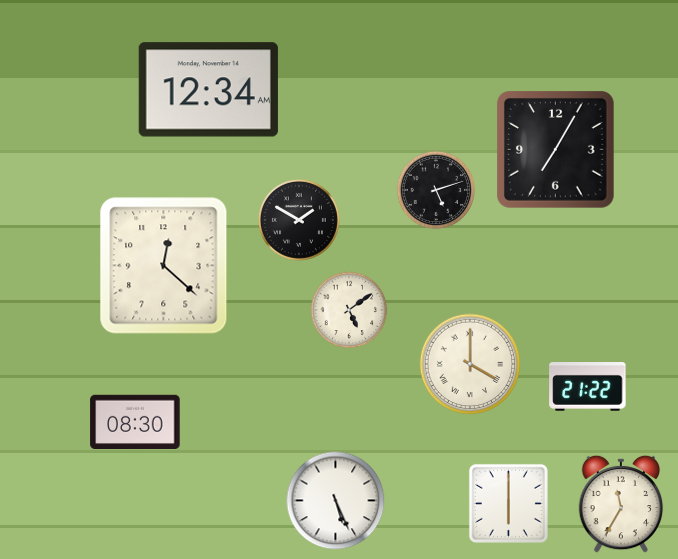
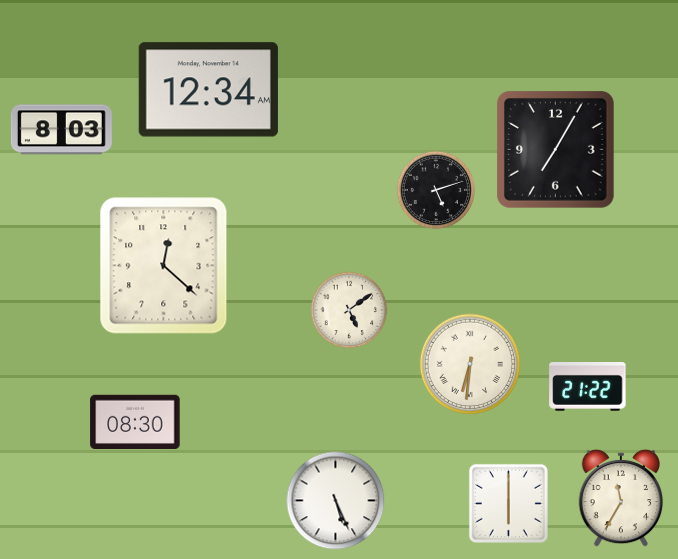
clock at (61, 130): none -> 8:03
clock at (299, 220): 1:50 -> none
clock at (470, 364): 4:00 -> 6:31
clock at (621, 504) position: (621, 504) -> (621, 498)
